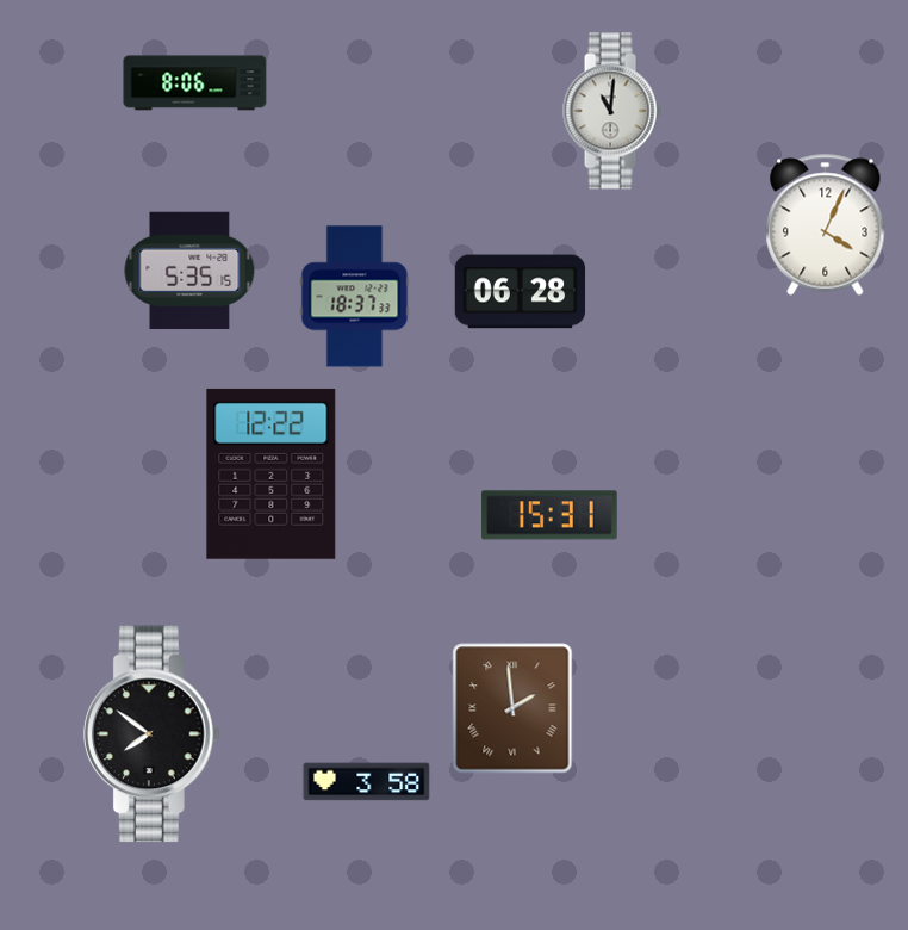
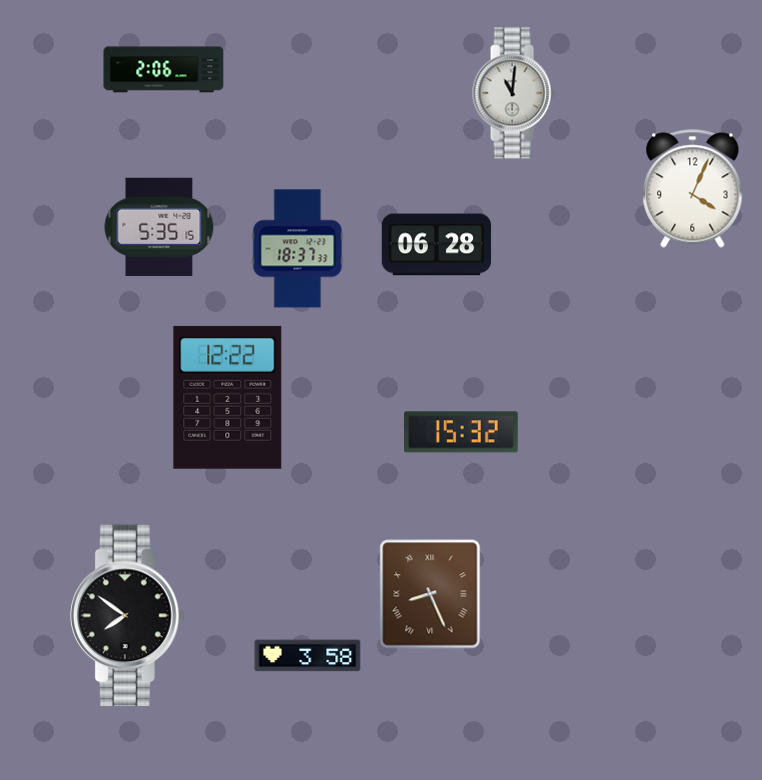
clock at (195, 83): 8:06 -> 2:06
clock at (549, 515): 15:31 -> 15:32
clock at (512, 708): 1:59 -> 8:26
